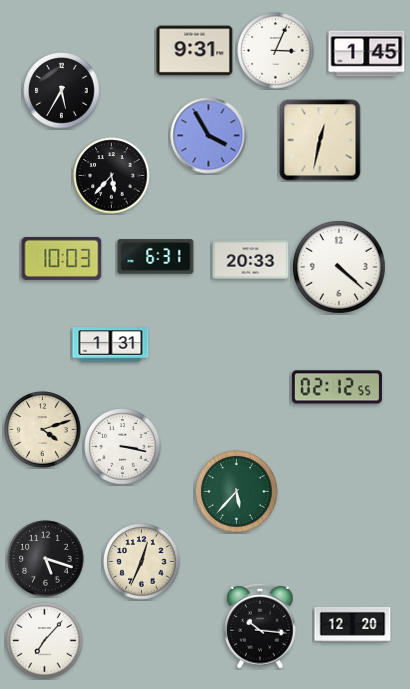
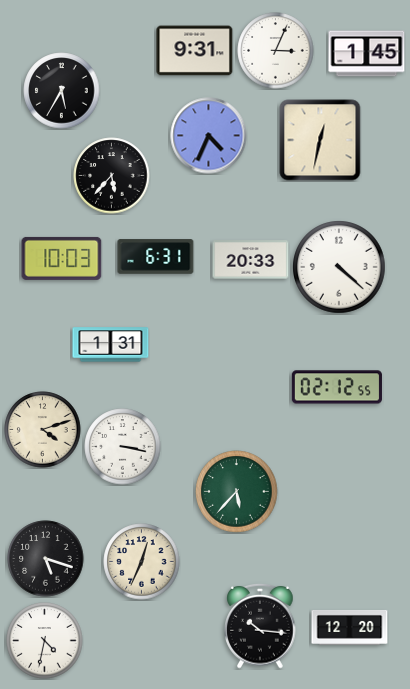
clock at (209, 136): 3:55 -> 4:34
clock at (353, 624) position: (353, 624) -> (350, 627)
clock at (45, 641): 7:07 -> 4:32
